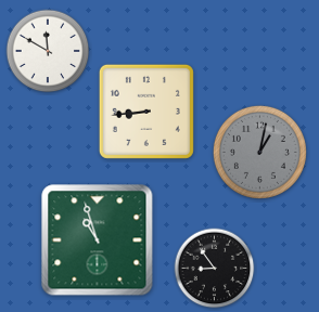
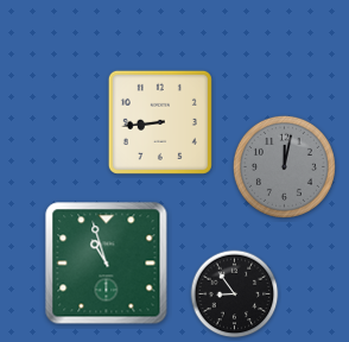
clock at (48, 51): 11:50 -> none
clock at (259, 152): 1:02 -> 12:02
